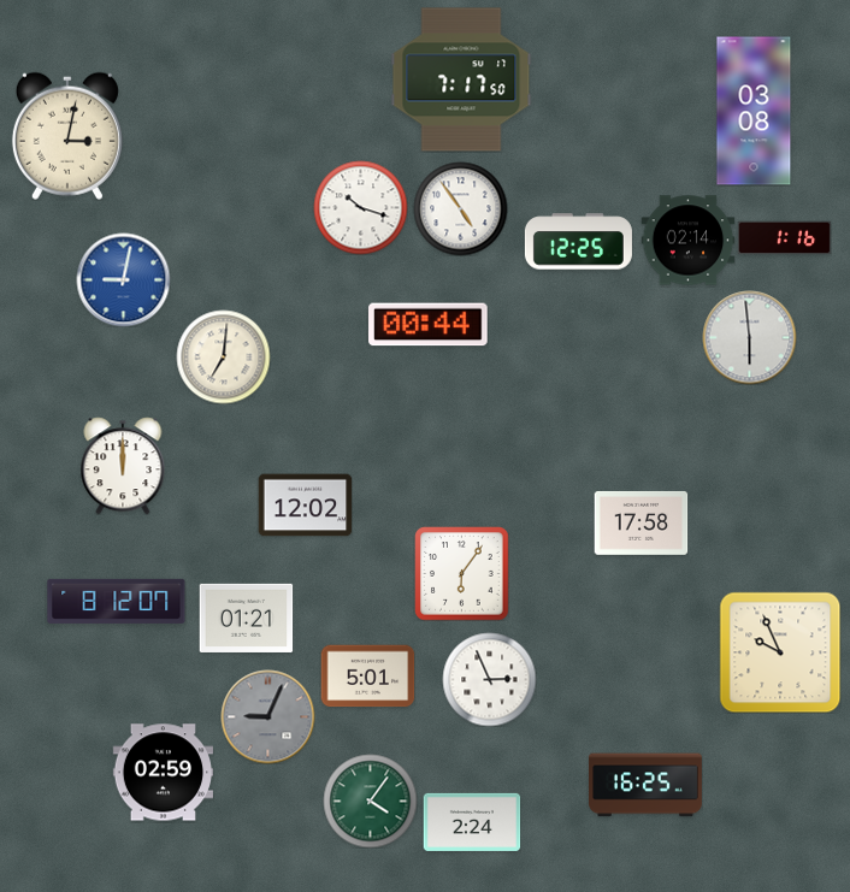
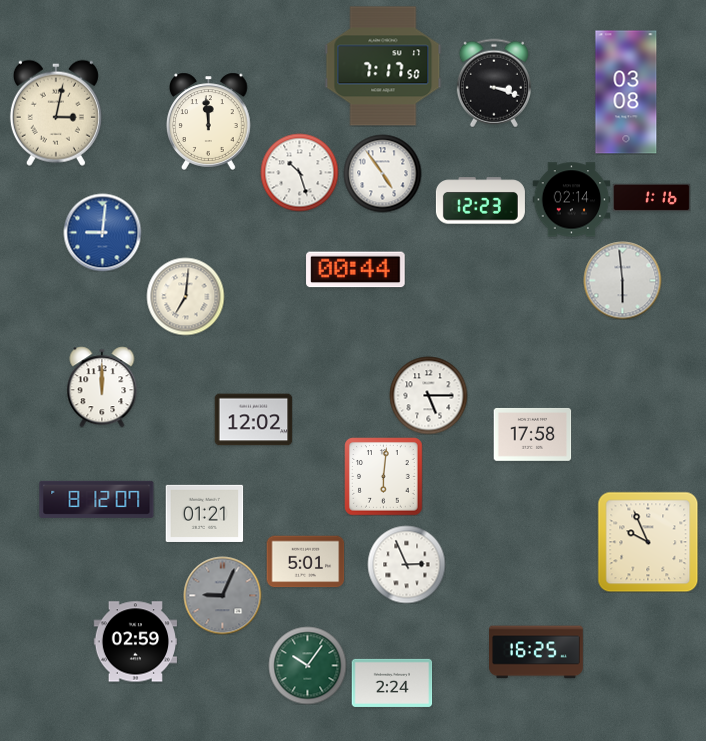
clock at (494, 83): none -> 3:18
clock at (209, 121): none -> 11:59
clock at (360, 207): 10:18 -> 10:27
clock at (578, 242): 12:25 -> 12:23
clock at (123, 279): 9:02 -> 9:01
clock at (428, 395): none -> 5:15
clock at (461, 573): 6:06 -> 6:01
clock at (370, 801): 4:06 -> 10:06
